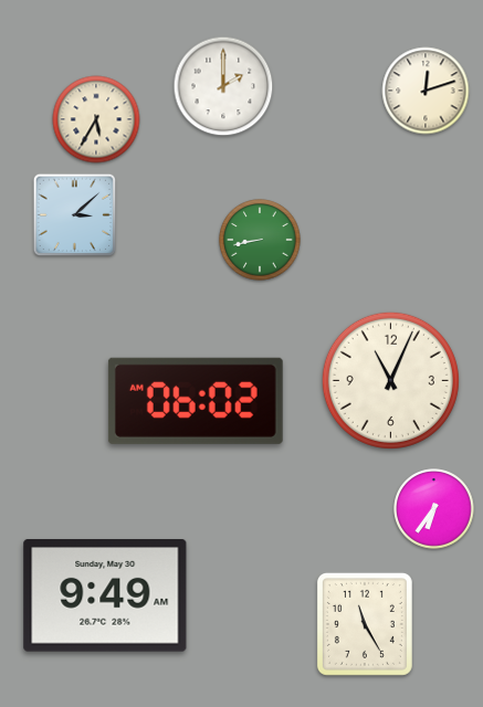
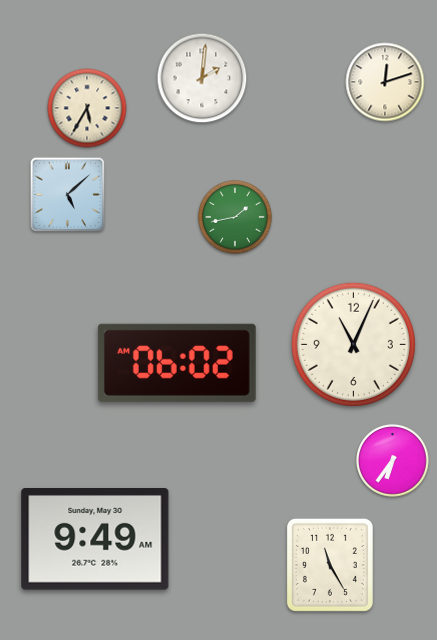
clock at (223, 86): 2:00 -> 2:01
clock at (75, 215): 3:08 -> 5:08
clock at (260, 240): 8:43 -> 1:43
